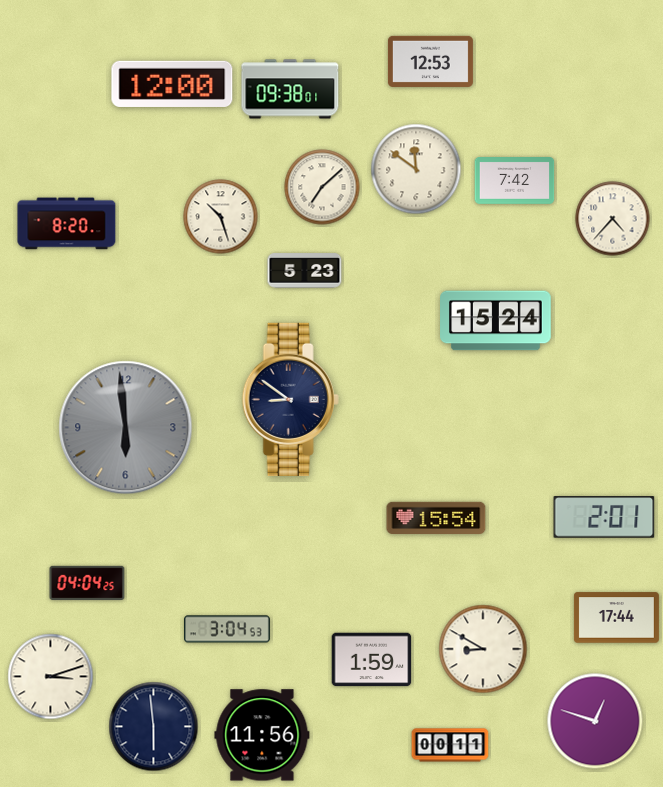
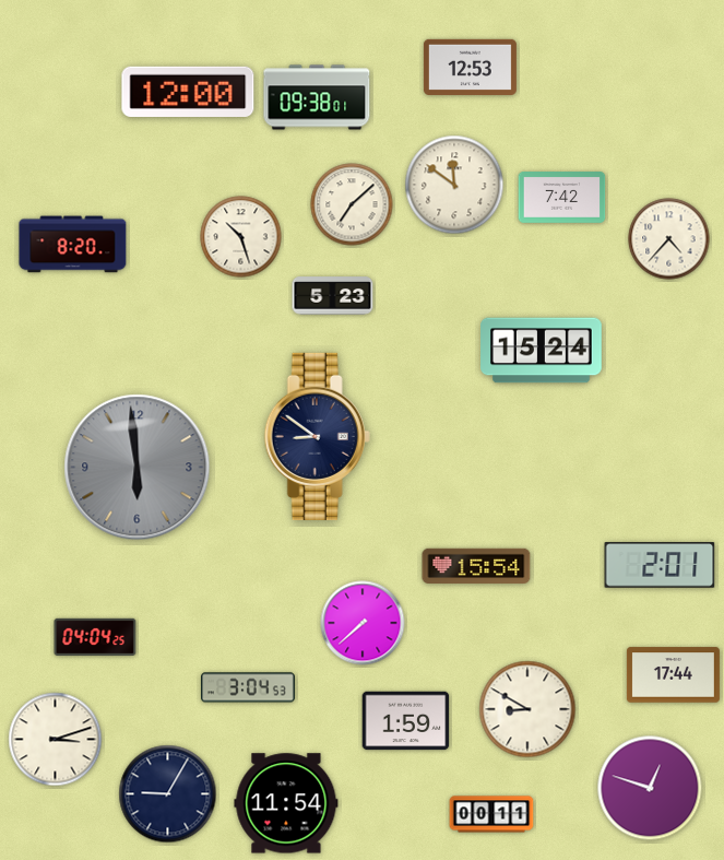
clock at (363, 623): none -> 7:38
clock at (154, 727): 5:59 -> 9:05
clock at (262, 735): 11:56 -> 11:54
